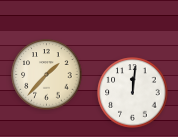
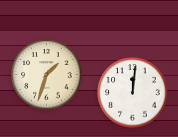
clock at (47, 75): 1:37 -> 1:33
